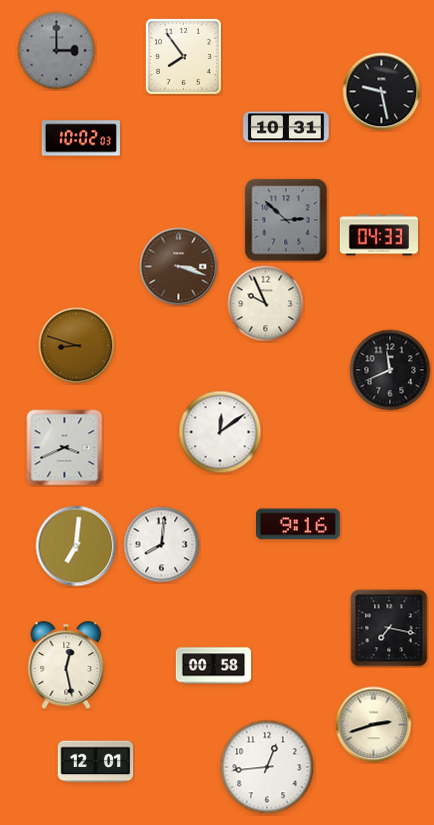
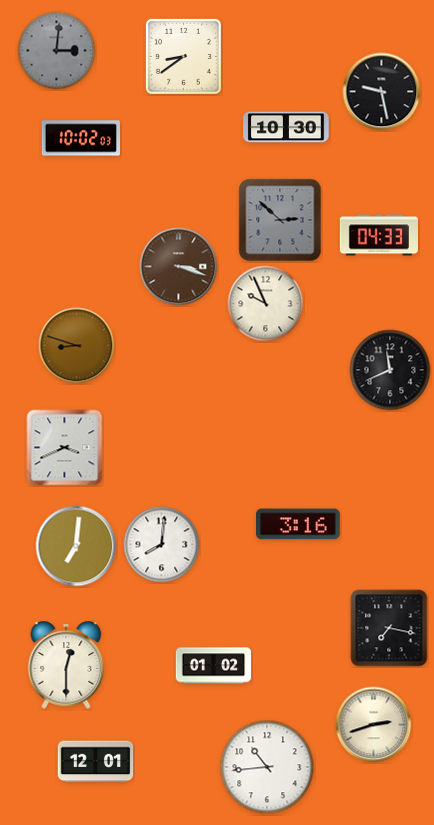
clock at (57, 51): 3:00 -> 3:01
clock at (183, 56): 7:54 -> 8:39
clock at (286, 127): 10:31 -> 10:30
clock at (286, 220) position: (286, 220) -> (280, 220)
clock at (220, 432): 12:09 -> none
clock at (299, 524): 9:16 -> 3:16
clock at (66, 665): 12:28 -> 12:30
clock at (214, 666): 00:58 -> 01:02
clock at (267, 767): 12:44 -> 10:44
